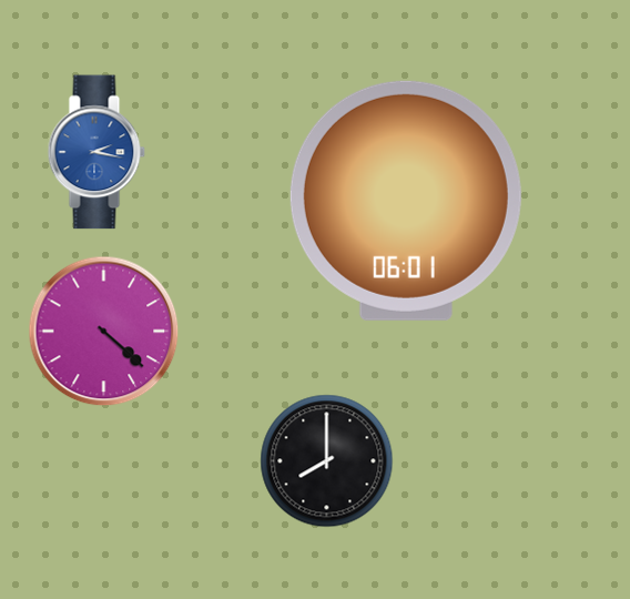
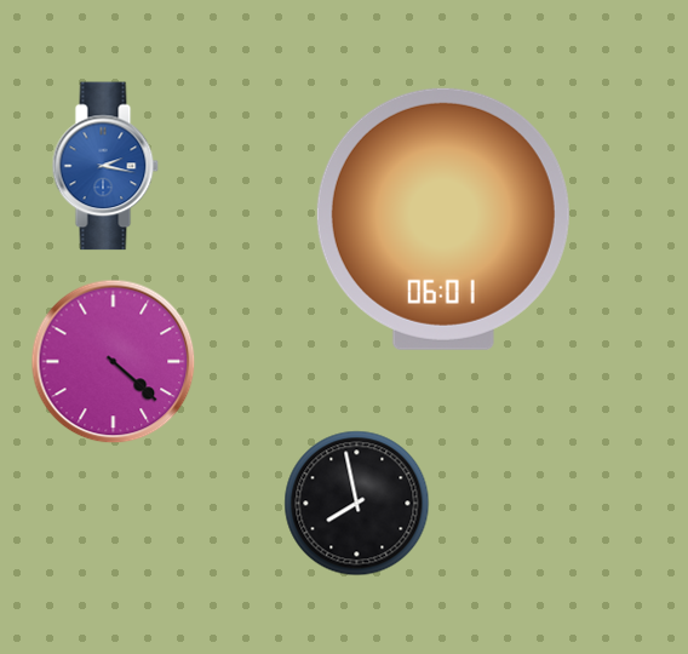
clock at (327, 461): 8:00 -> 7:58
